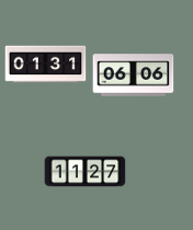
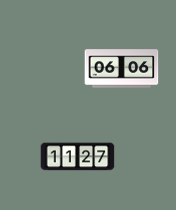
clock at (46, 65): 01:31 -> none
